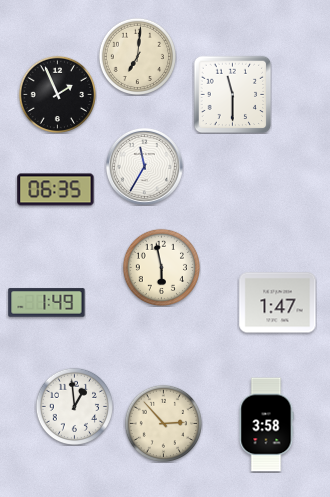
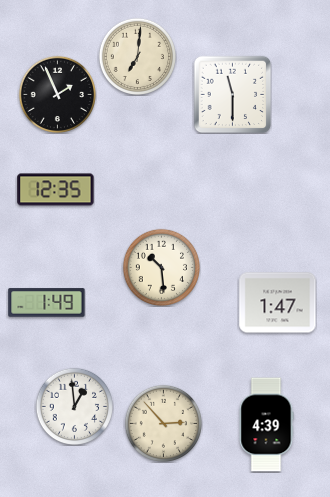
clock at (144, 166): 11:35 -> none
clock at (56, 190): 06:35 -> 12:35
clock at (161, 267): 5:58 -> 10:29
clock at (266, 425): 3:58 -> 4:39
